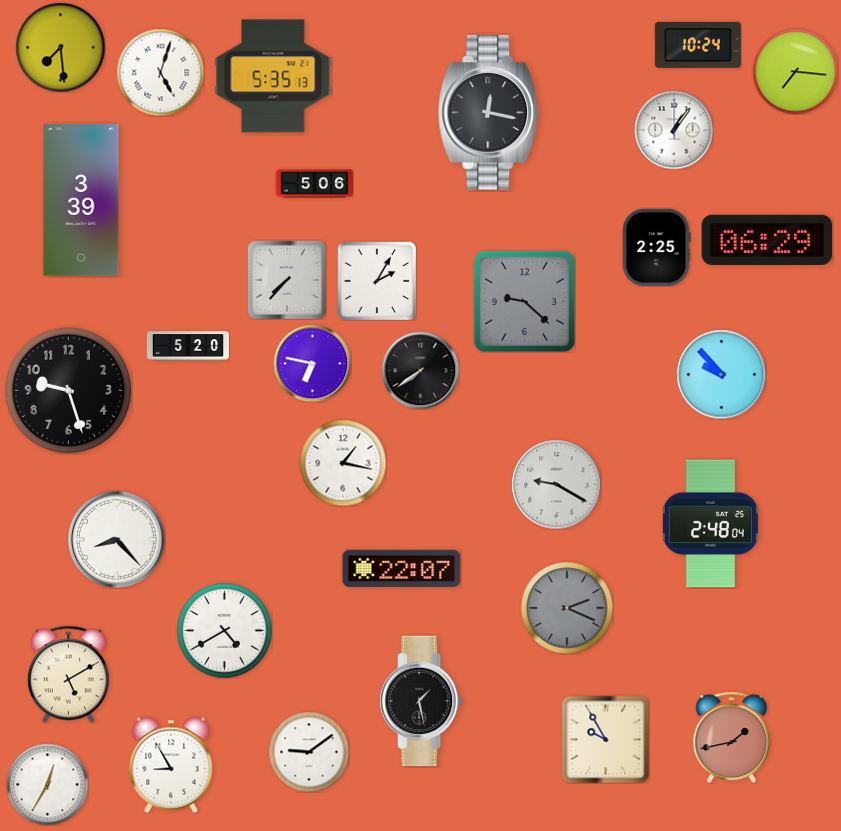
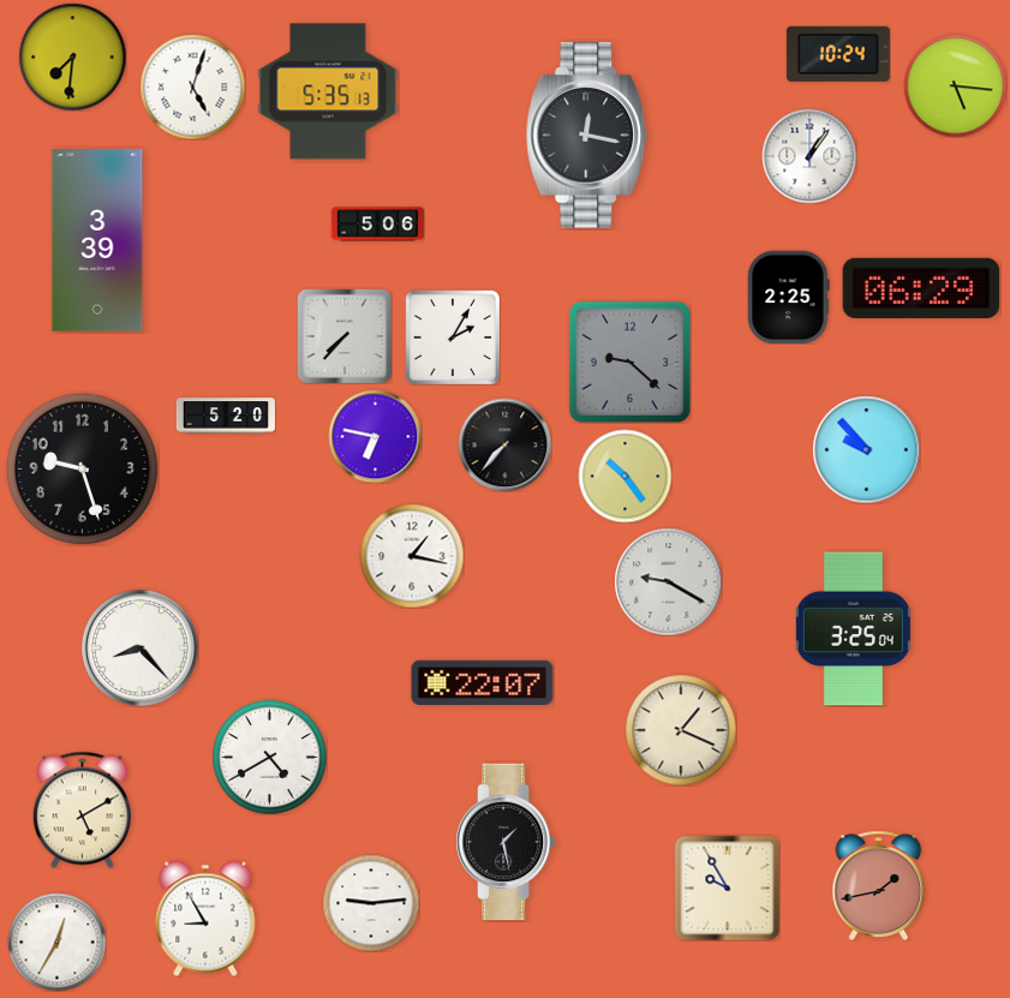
clock at (60, 47): 7:29 -> 7:31
clock at (795, 71): 7:16 -> 5:16
clock at (314, 184) position: (314, 184) -> (377, 225)
clock at (420, 370): 7:39 -> 7:37
clock at (624, 476): none -> 10:24
clock at (710, 524): 2:48 -> 3:25
clock at (567, 608): 2:19 -> 1:19
clock at (567, 608) dial: grey -> cream
clock at (309, 752): 9:09 -> 9:14
